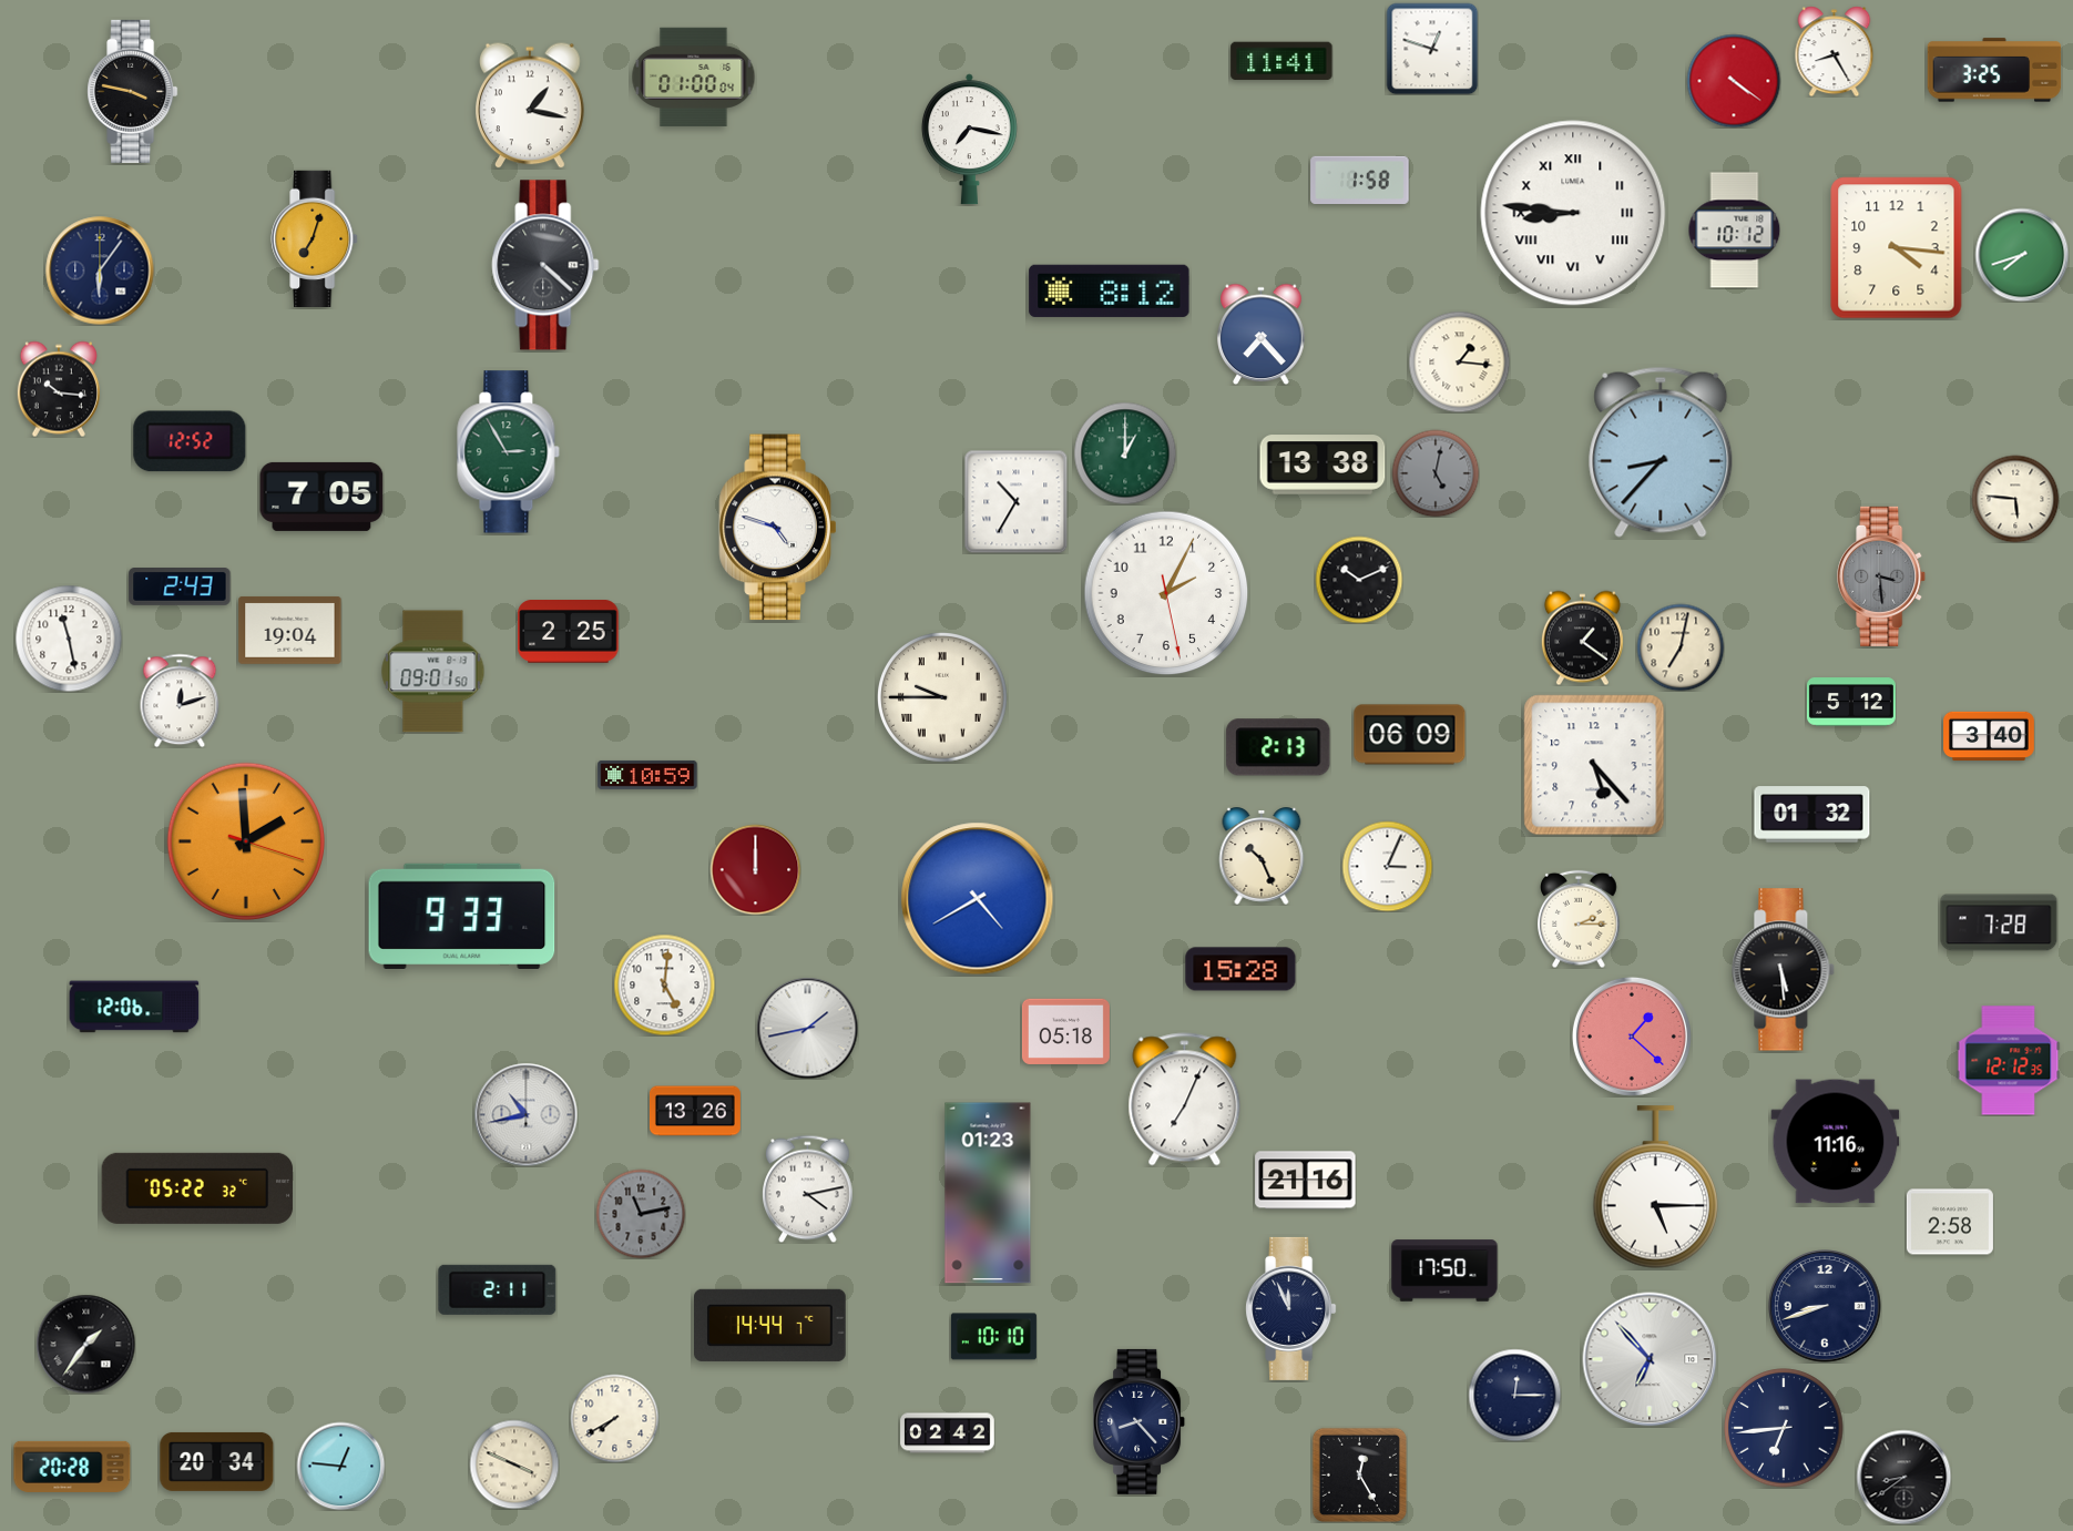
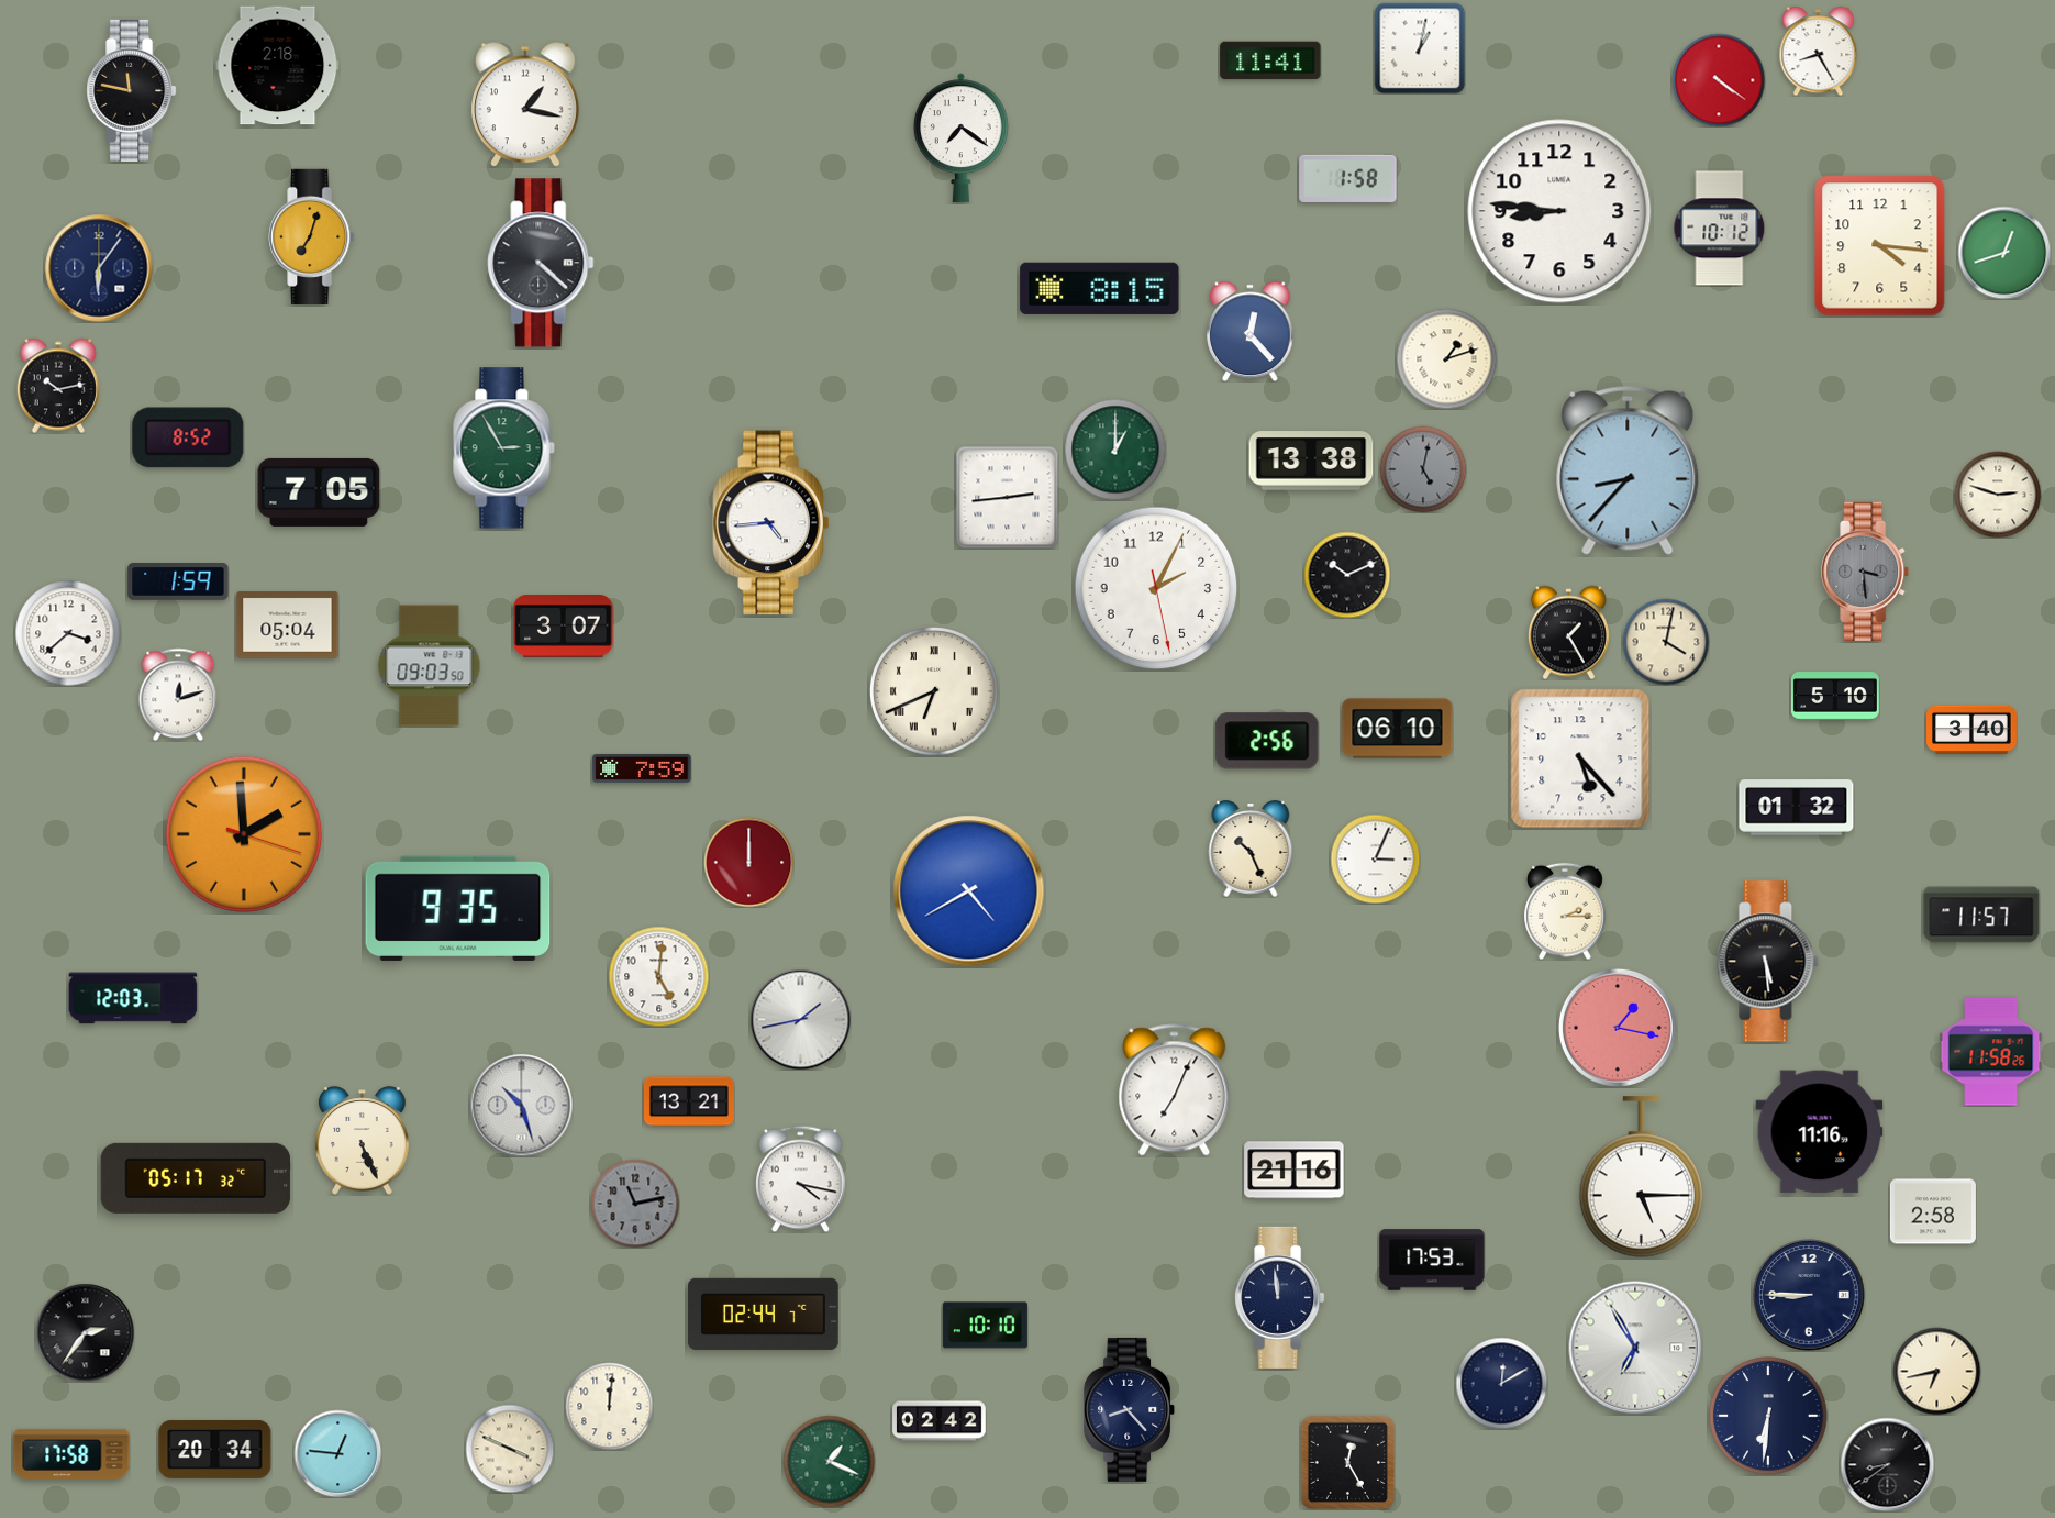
clock at (1432, 49): 12:48 -> 1:02
clock at (278, 66): none -> 2:18
clock at (1994, 70): 3:25 -> none
clock at (694, 76): 01:00 -> none
clock at (133, 91): 3:47 -> 11:47
clock at (969, 140): 7:17 -> 7:21
clock at (1573, 213) numerals: Roman -> Arabic
clock at (2022, 255): 7:42 -> 12:42
clock at (1110, 290): 8:12 -> 8:15
clock at (1262, 334): 7:23 -> 12:23
clock at (1459, 361): 1:16 -> 1:12
clock at (59, 389): 10:16 -> 10:13
clock at (190, 441): 12:52 -> 8:52
clock at (1661, 452) position: (1661, 452) -> (1628, 470)
clock at (2015, 499): 5:46 -> 2:48
clock at (1015, 501): 10:35 -> 2:44
clock at (778, 528): 4:48 -> 4:44
clock at (180, 588): 2:43 -> 1:59
clock at (290, 631): 19:04 -> 05:04
clock at (569, 632): 2:25 -> 3:07
clock at (1582, 637): 1:21 -> 1:25
clock at (69, 639): 11:28 -> 3:38
clock at (1681, 647): 7:02 -> 4:02
clock at (433, 672): 09:01 -> 09:03
clock at (943, 698): 9:45 -> 6:41
clock at (1851, 702): 5:12 -> 5:10
clock at (1410, 735): 06:09 -> 06:10
clock at (1278, 747): 2:13 -> 2:56
clock at (647, 775): 10:59 -> 7:59
clock at (462, 916): 9:33 -> 9:35
clock at (1999, 922): 7:28 -> 11:57
clock at (1240, 969): 15:28 -> none
clock at (134, 1007): 12:06 -> 12:03
clock at (1065, 1031): 05:18 -> none
clock at (1632, 1037): 1:22 -> 1:17
clock at (2009, 1061): 12:12 -> 11:58
clock at (695, 1111): 13:26 -> 13:21
clock at (525, 1114): 10:43 -> 10:27
clock at (363, 1141): none -> 5:26
clock at (197, 1188): 05:22 -> 05:17
clock at (808, 1188): 4:13 -> 4:17
clock at (988, 1193): 01:23 -> none
clock at (1444, 1270): 17:50 -> 17:53
clock at (498, 1289): 2:11 -> none
clock at (1825, 1306): 8:42 -> 8:45
clock at (1291, 1308): 11:56 -> 11:59
clock at (770, 1325): 14:44 -> 02:44
clock at (85, 1344): 1:36 -> 2:36
clock at (1650, 1359): 6:53 -> 6:55
clock at (1936, 1371): none -> 6:43
clock at (1514, 1395): 12:15 -> 12:10
clock at (614, 1418): 7:40 -> 12:01
clock at (1784, 1428): 6:44 -> 6:31
clock at (514, 1464) position: (514, 1464) -> (510, 1449)
clock at (72, 1467): 20:28 -> 17:58
clock at (829, 1461): none -> 1:19
